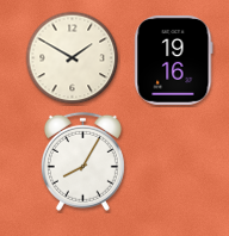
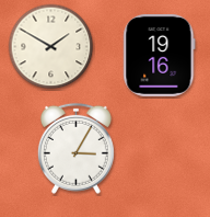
clock at (73, 58) position: (73, 58) -> (51, 47)
clock at (82, 161): 8:05 -> 3:05
